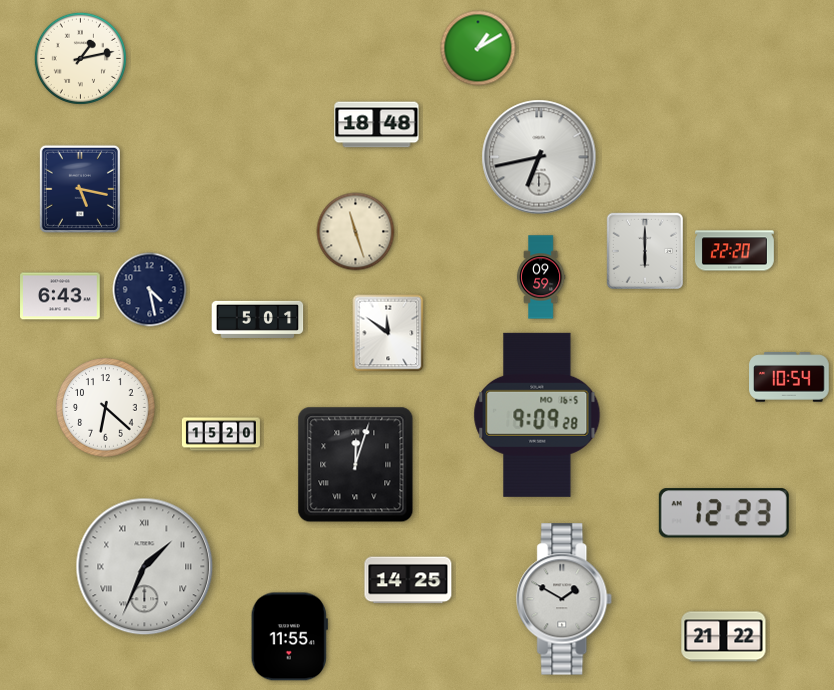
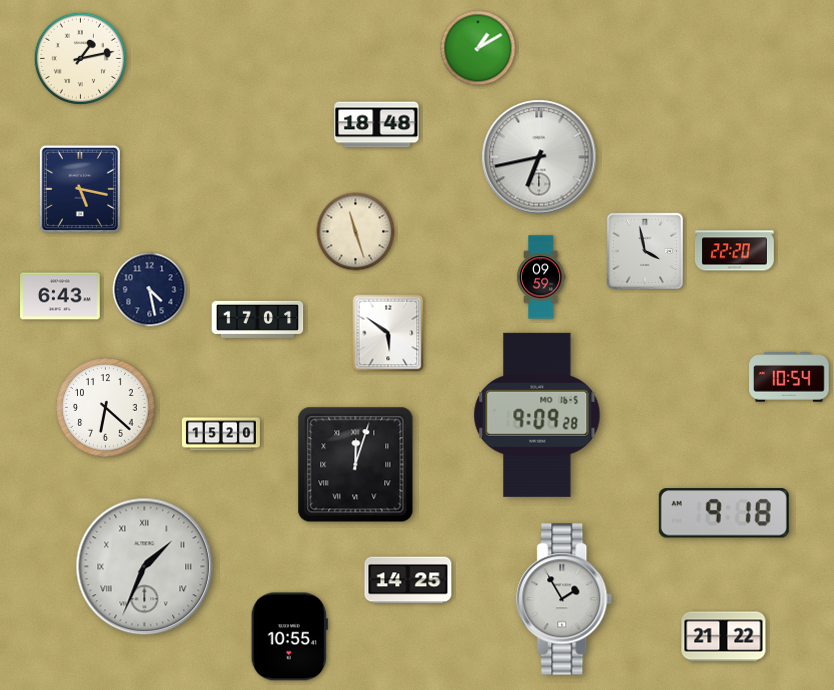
clock at (644, 250): 6:00 -> 3:58
clock at (258, 319): 5:01 -> 17:01
clock at (388, 333): 11:51 -> 5:51
clock at (724, 513): 12:23 -> 9:18
clock at (565, 599): 1:50 -> 1:55
clock at (289, 637): 11:55 -> 10:55
